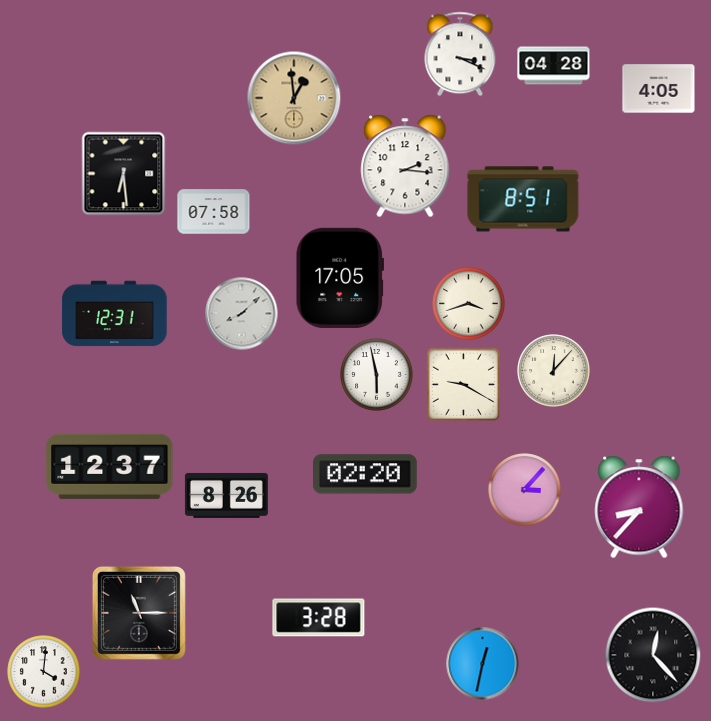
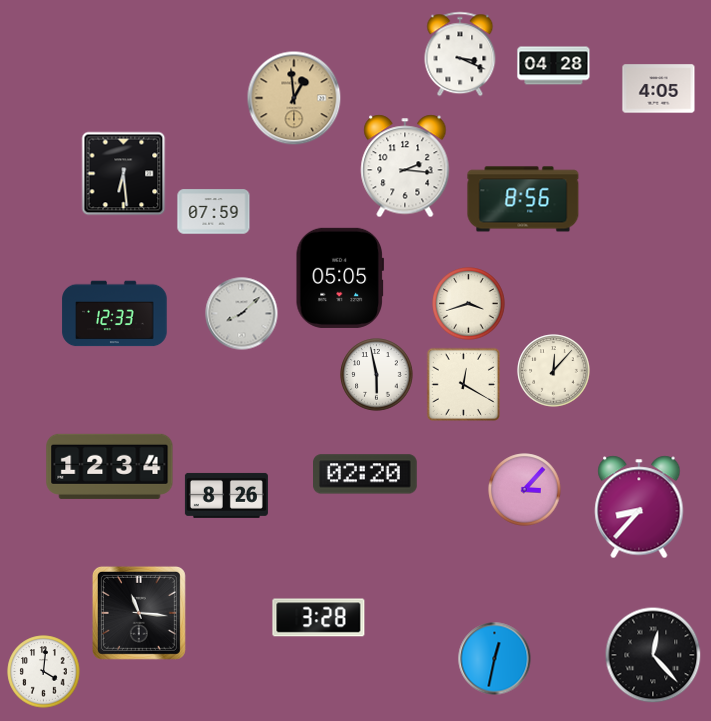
clock at (523, 199): 8:51 -> 8:56
clock at (214, 212): 07:58 -> 07:59
clock at (339, 278): 17:05 -> 05:05
clock at (115, 314): 12:31 -> 12:33
clock at (463, 384): 9:20 -> 12:20
clock at (110, 466): 12:37 -> 12:34
clock at (139, 613): 11:15 -> 11:16
clock at (483, 664) position: (483, 664) -> (495, 659)
